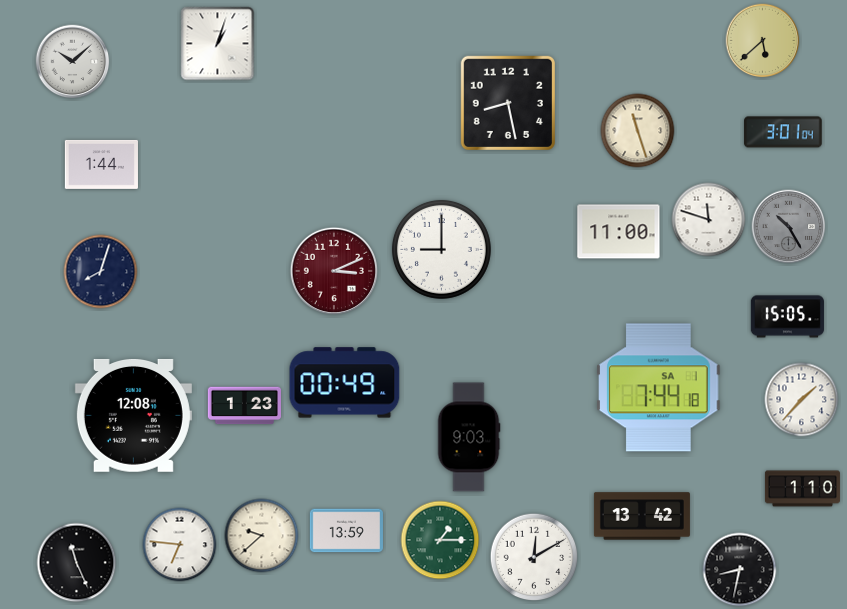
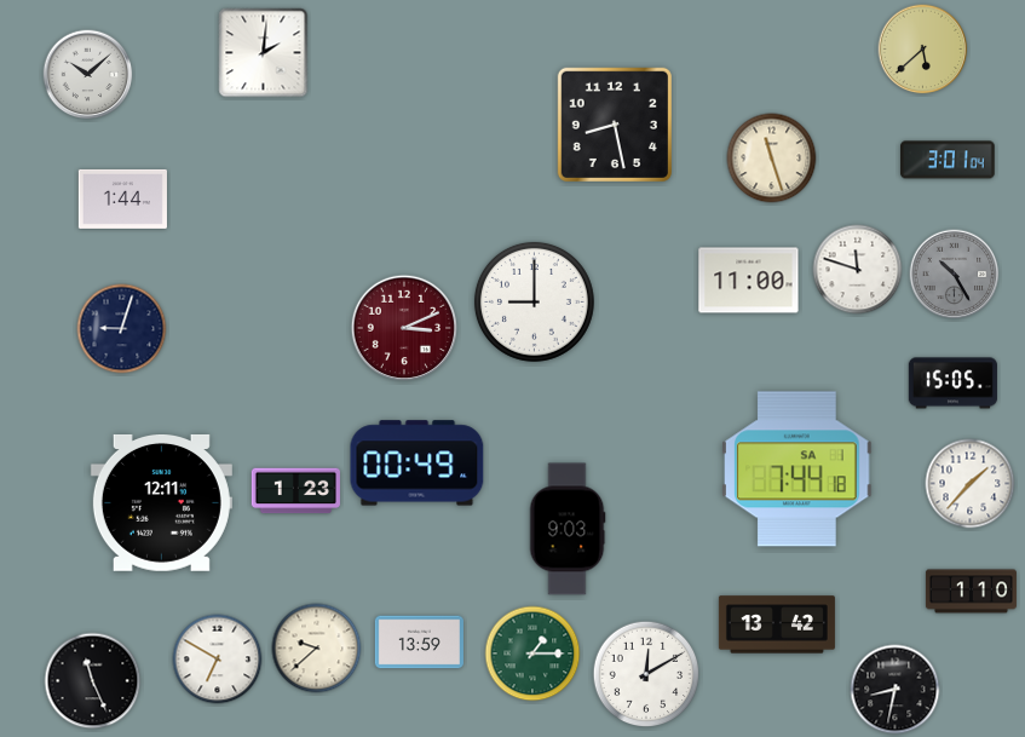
clock at (218, 44): 1:03 -> 2:01
clock at (709, 220) position: (709, 220) -> (858, 270)
clock at (101, 272): 8:03 -> 9:03
clock at (133, 415): 12:08 -> 12:11
clock at (180, 545): 6:46 -> 6:50
